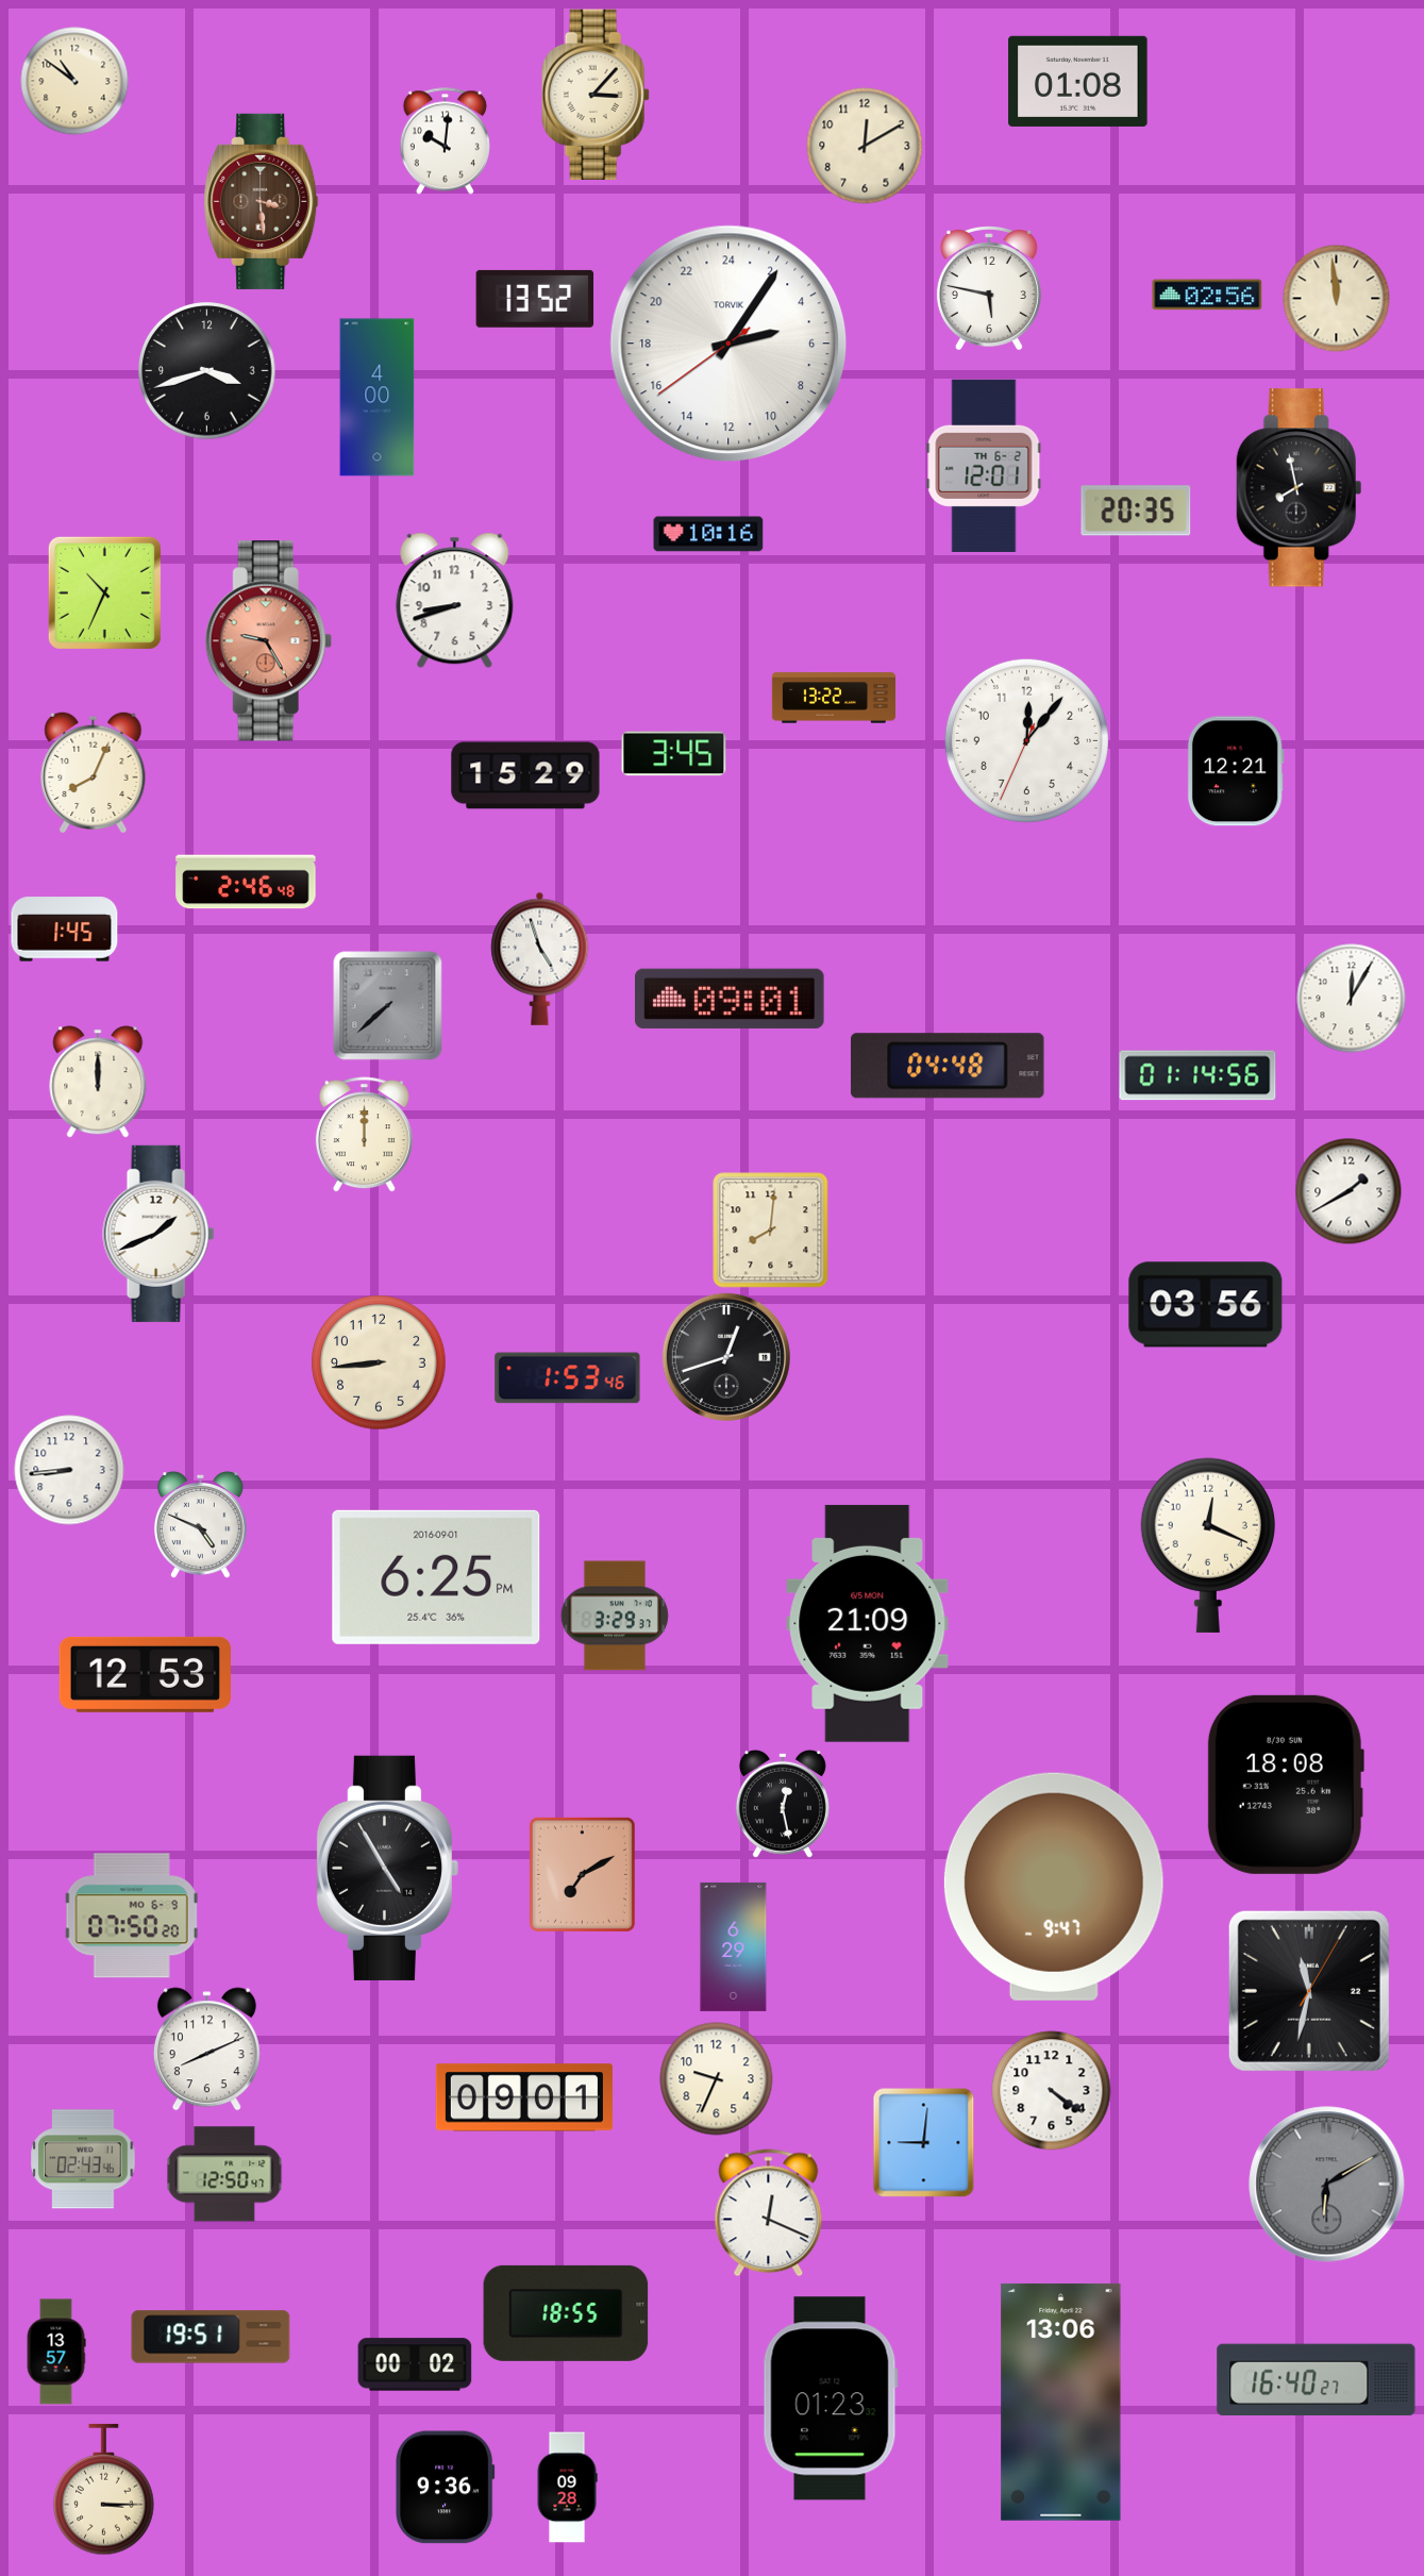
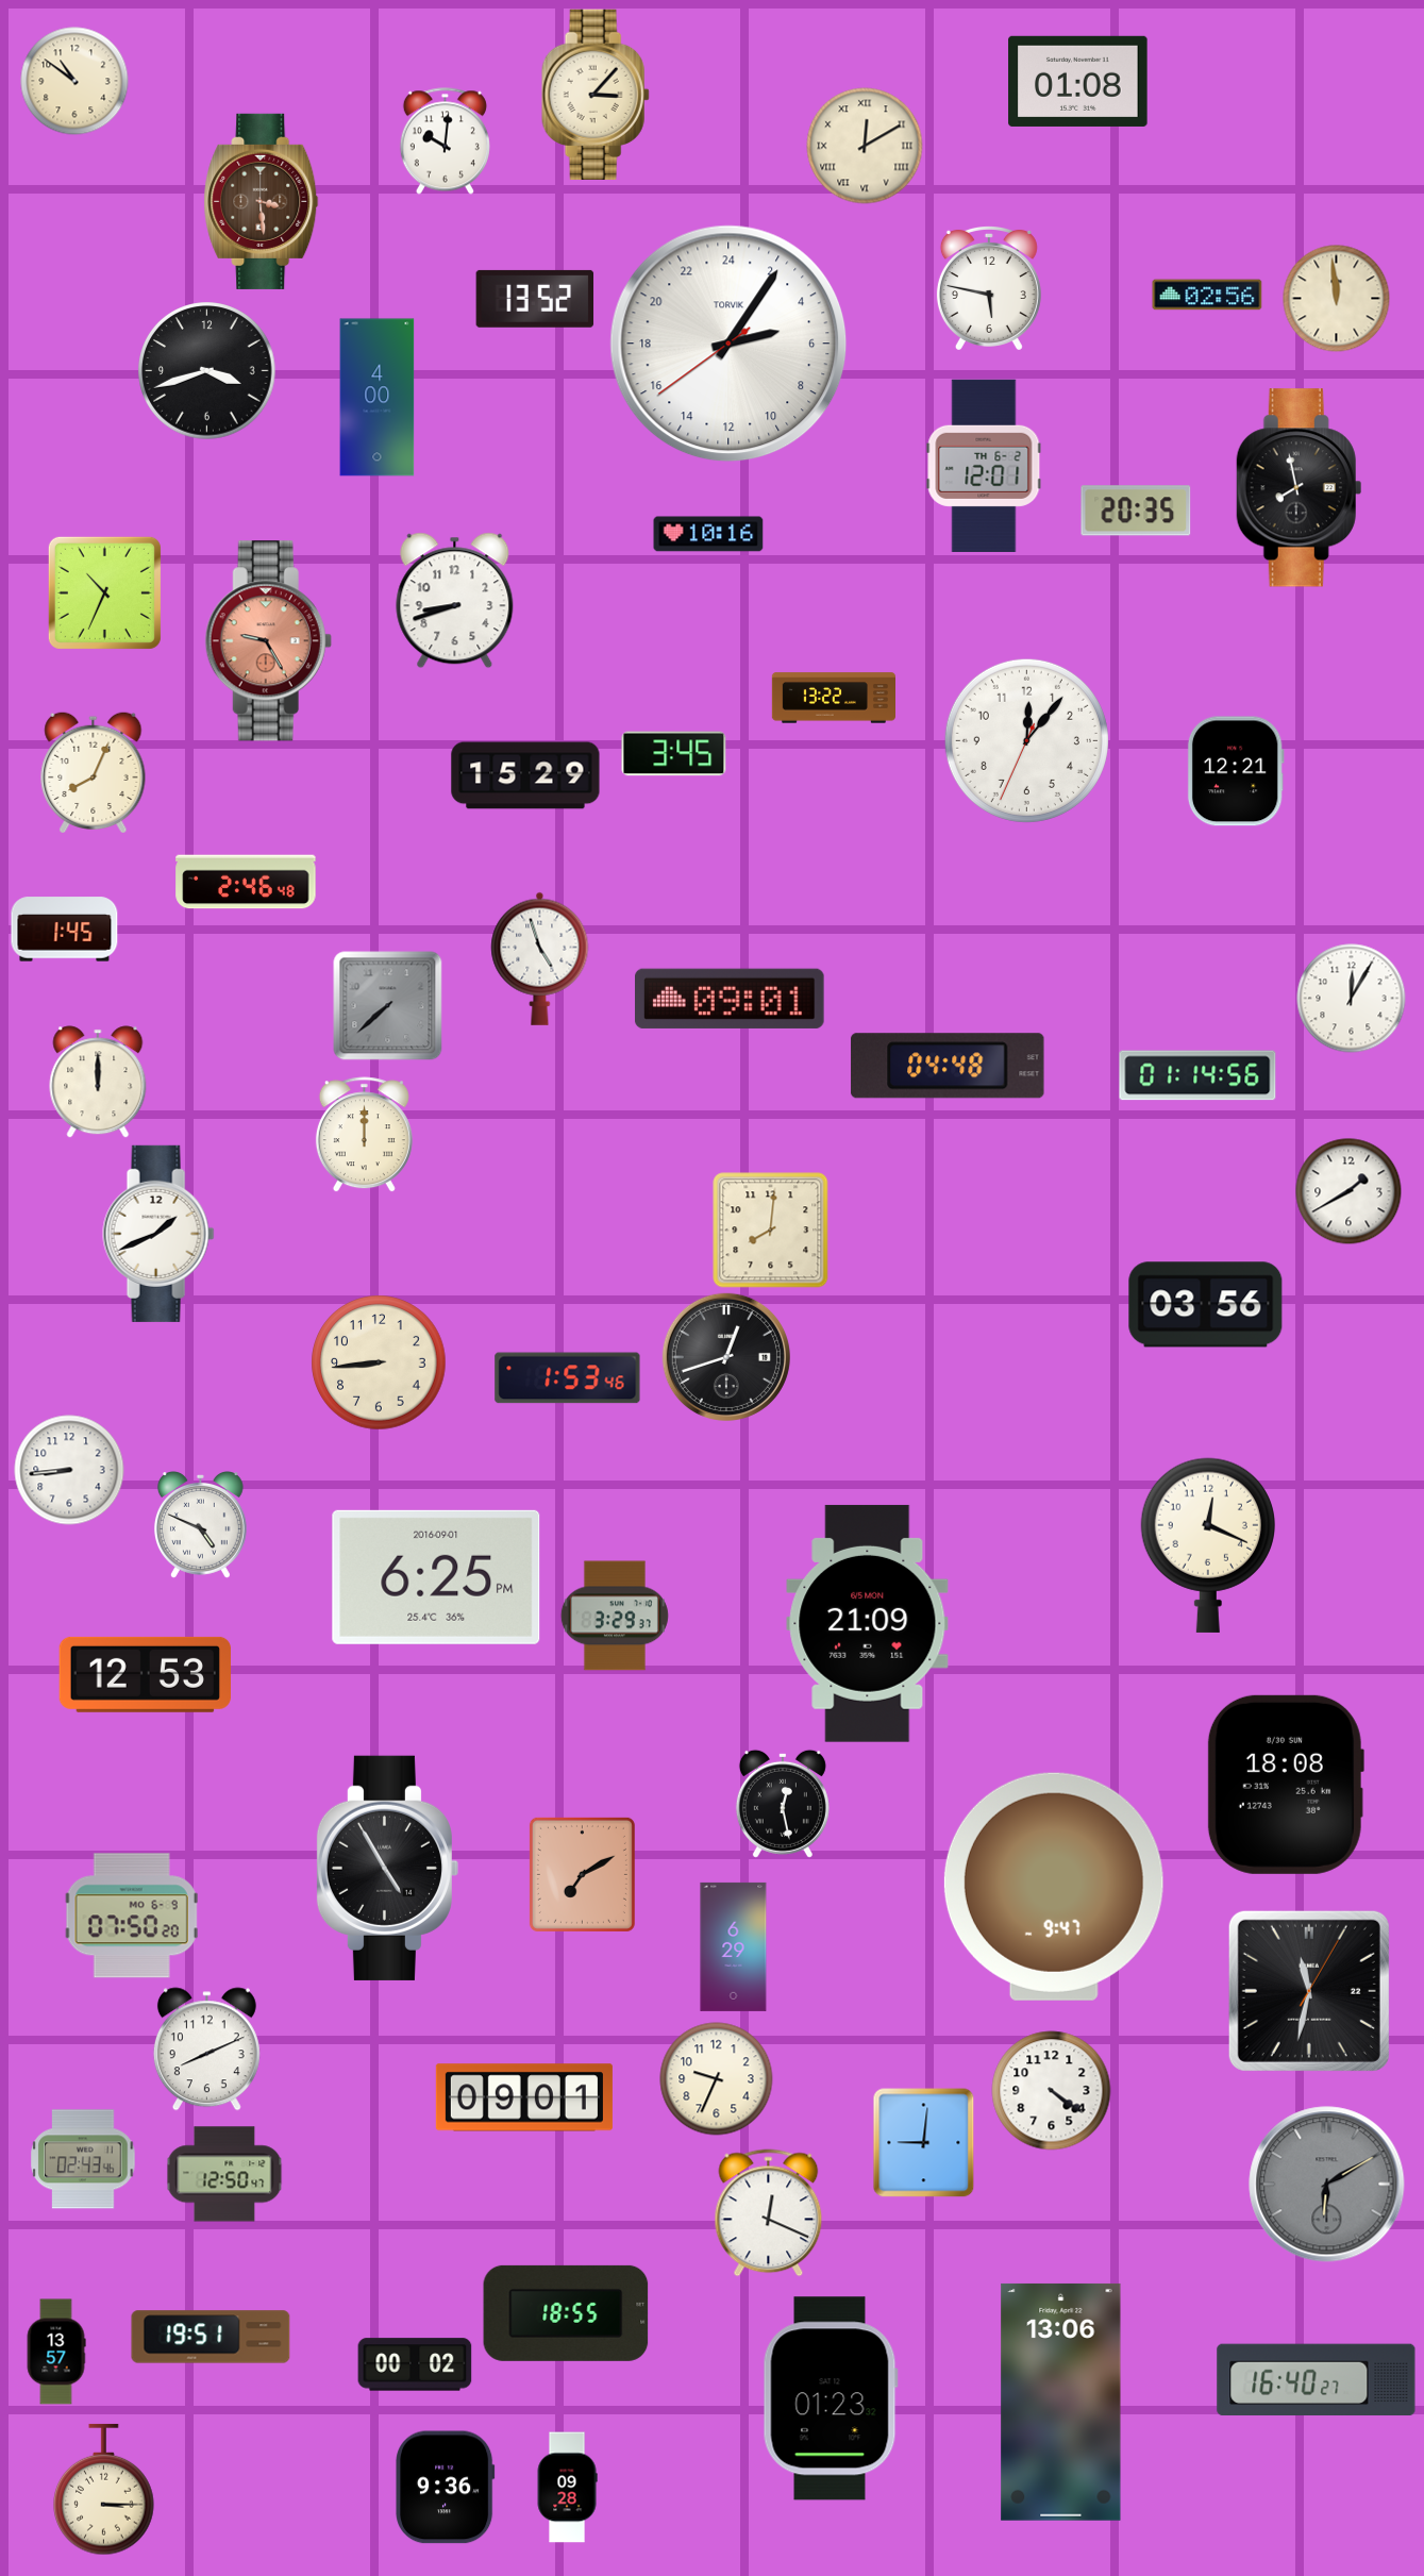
clock at (865, 146) numerals: Arabic -> Roman
